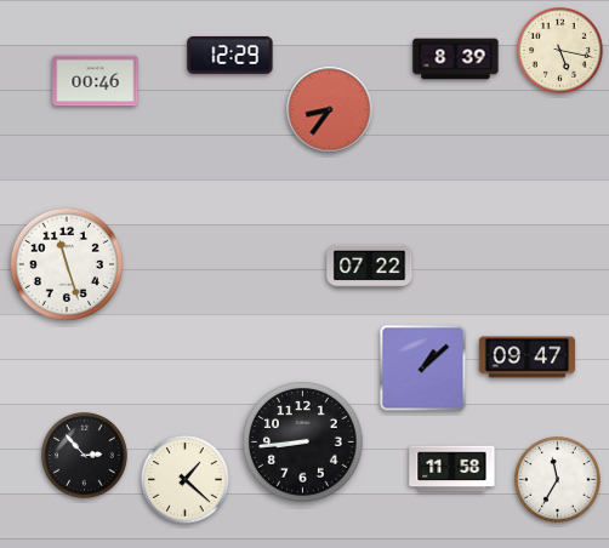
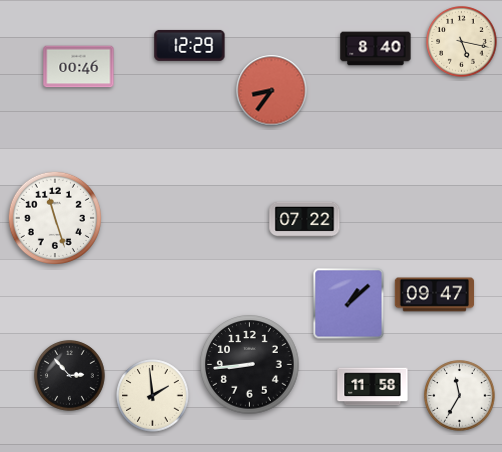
clock at (456, 59): 8:39 -> 8:40
clock at (186, 480): 1:22 -> 1:59
